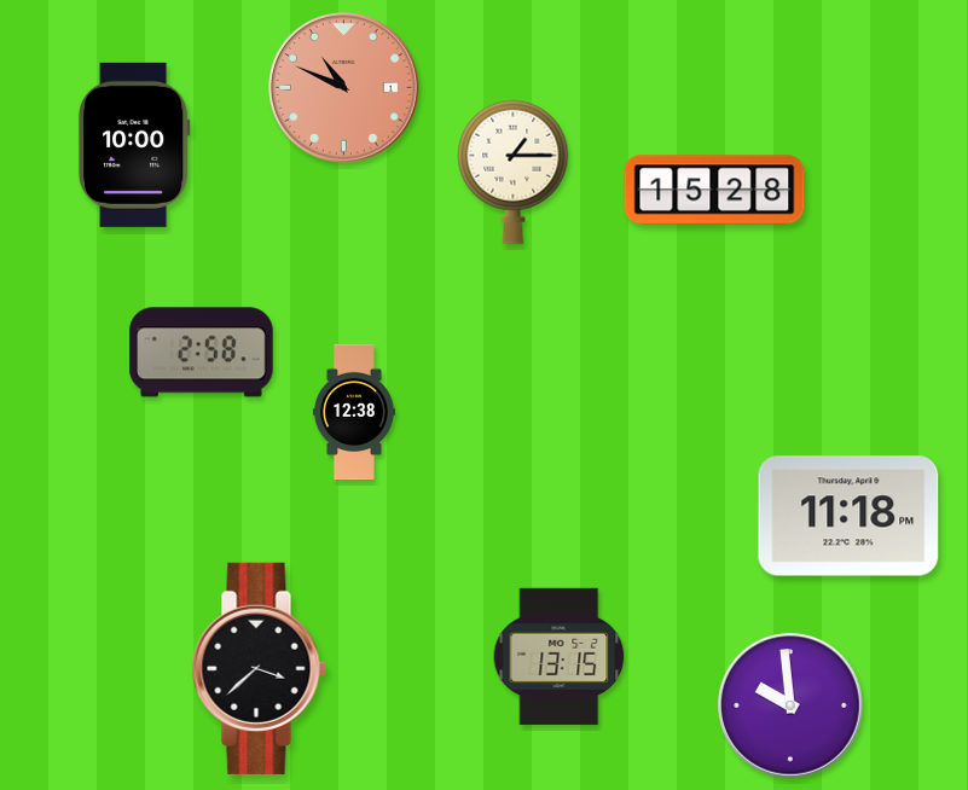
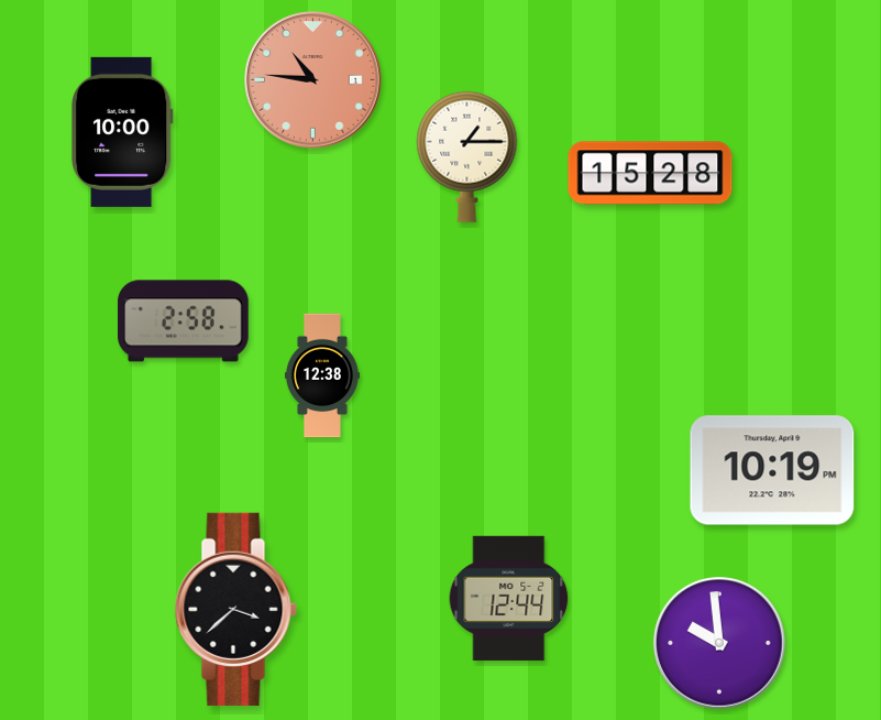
clock at (344, 88): 10:49 -> 10:46
clock at (848, 516): 11:18 -> 10:19
clock at (560, 656): 13:15 -> 12:44
